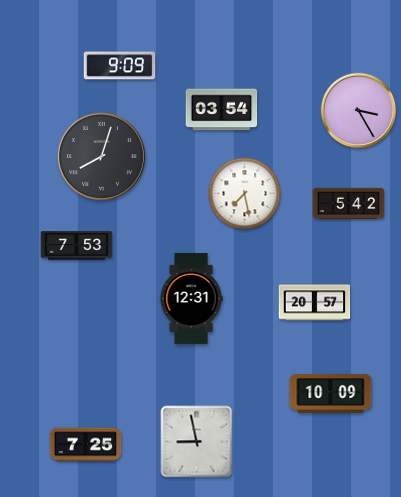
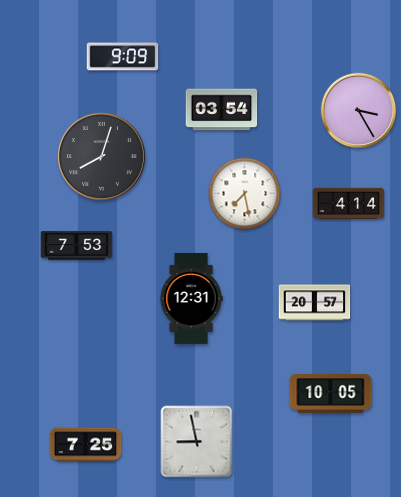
clock at (120, 66) position: (120, 66) -> (123, 57)
clock at (349, 203): 5:42 -> 4:14
clock at (331, 394): 10:09 -> 10:05
